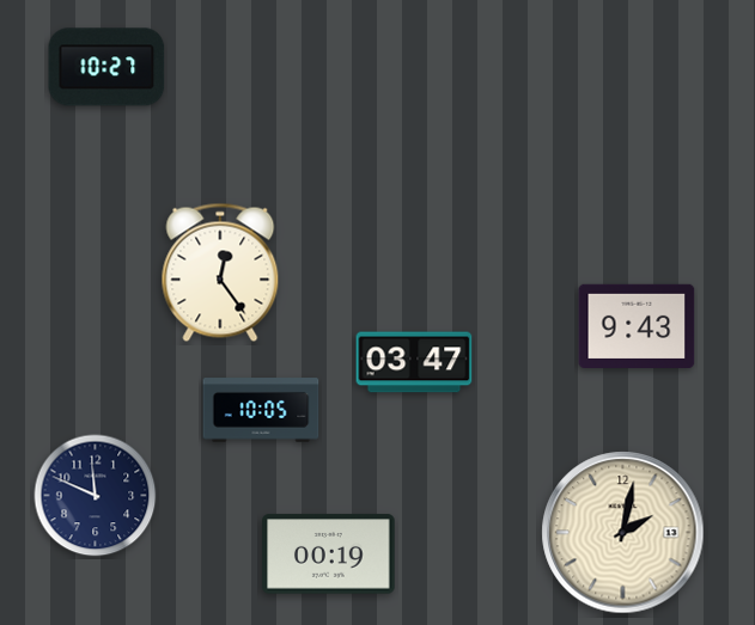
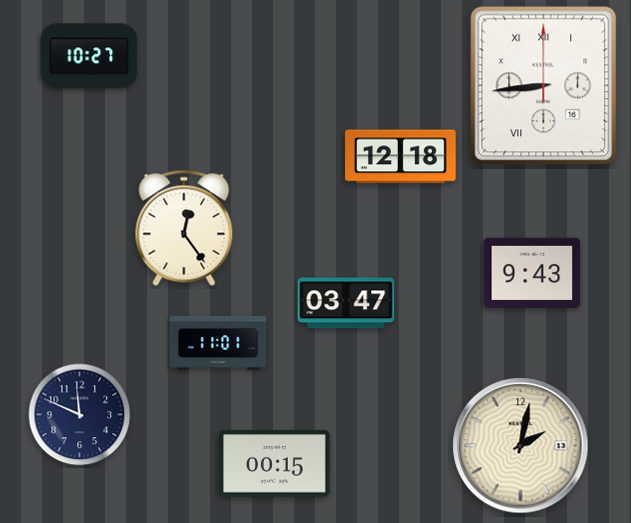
clock at (544, 86): none -> 8:44
clock at (401, 157): none -> 12:18
clock at (261, 410): 10:05 -> 11:01
clock at (329, 554): 00:19 -> 00:15
